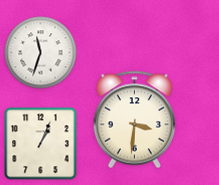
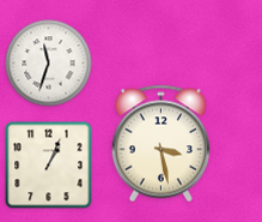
clock at (134, 120): 3:31 -> 3:28
clock at (41, 144) position: (41, 144) -> (49, 166)
